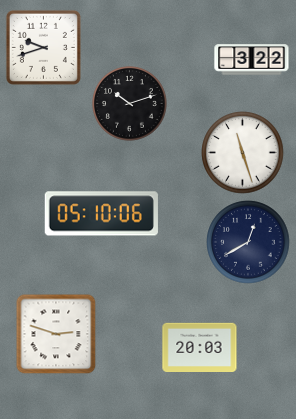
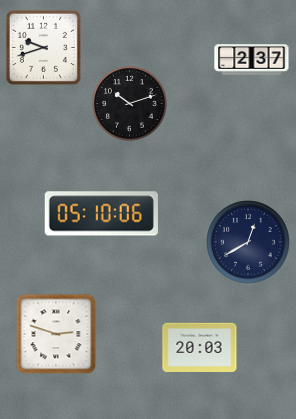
clock at (252, 60): 3:22 -> 2:37
clock at (243, 153): 11:27 -> none
